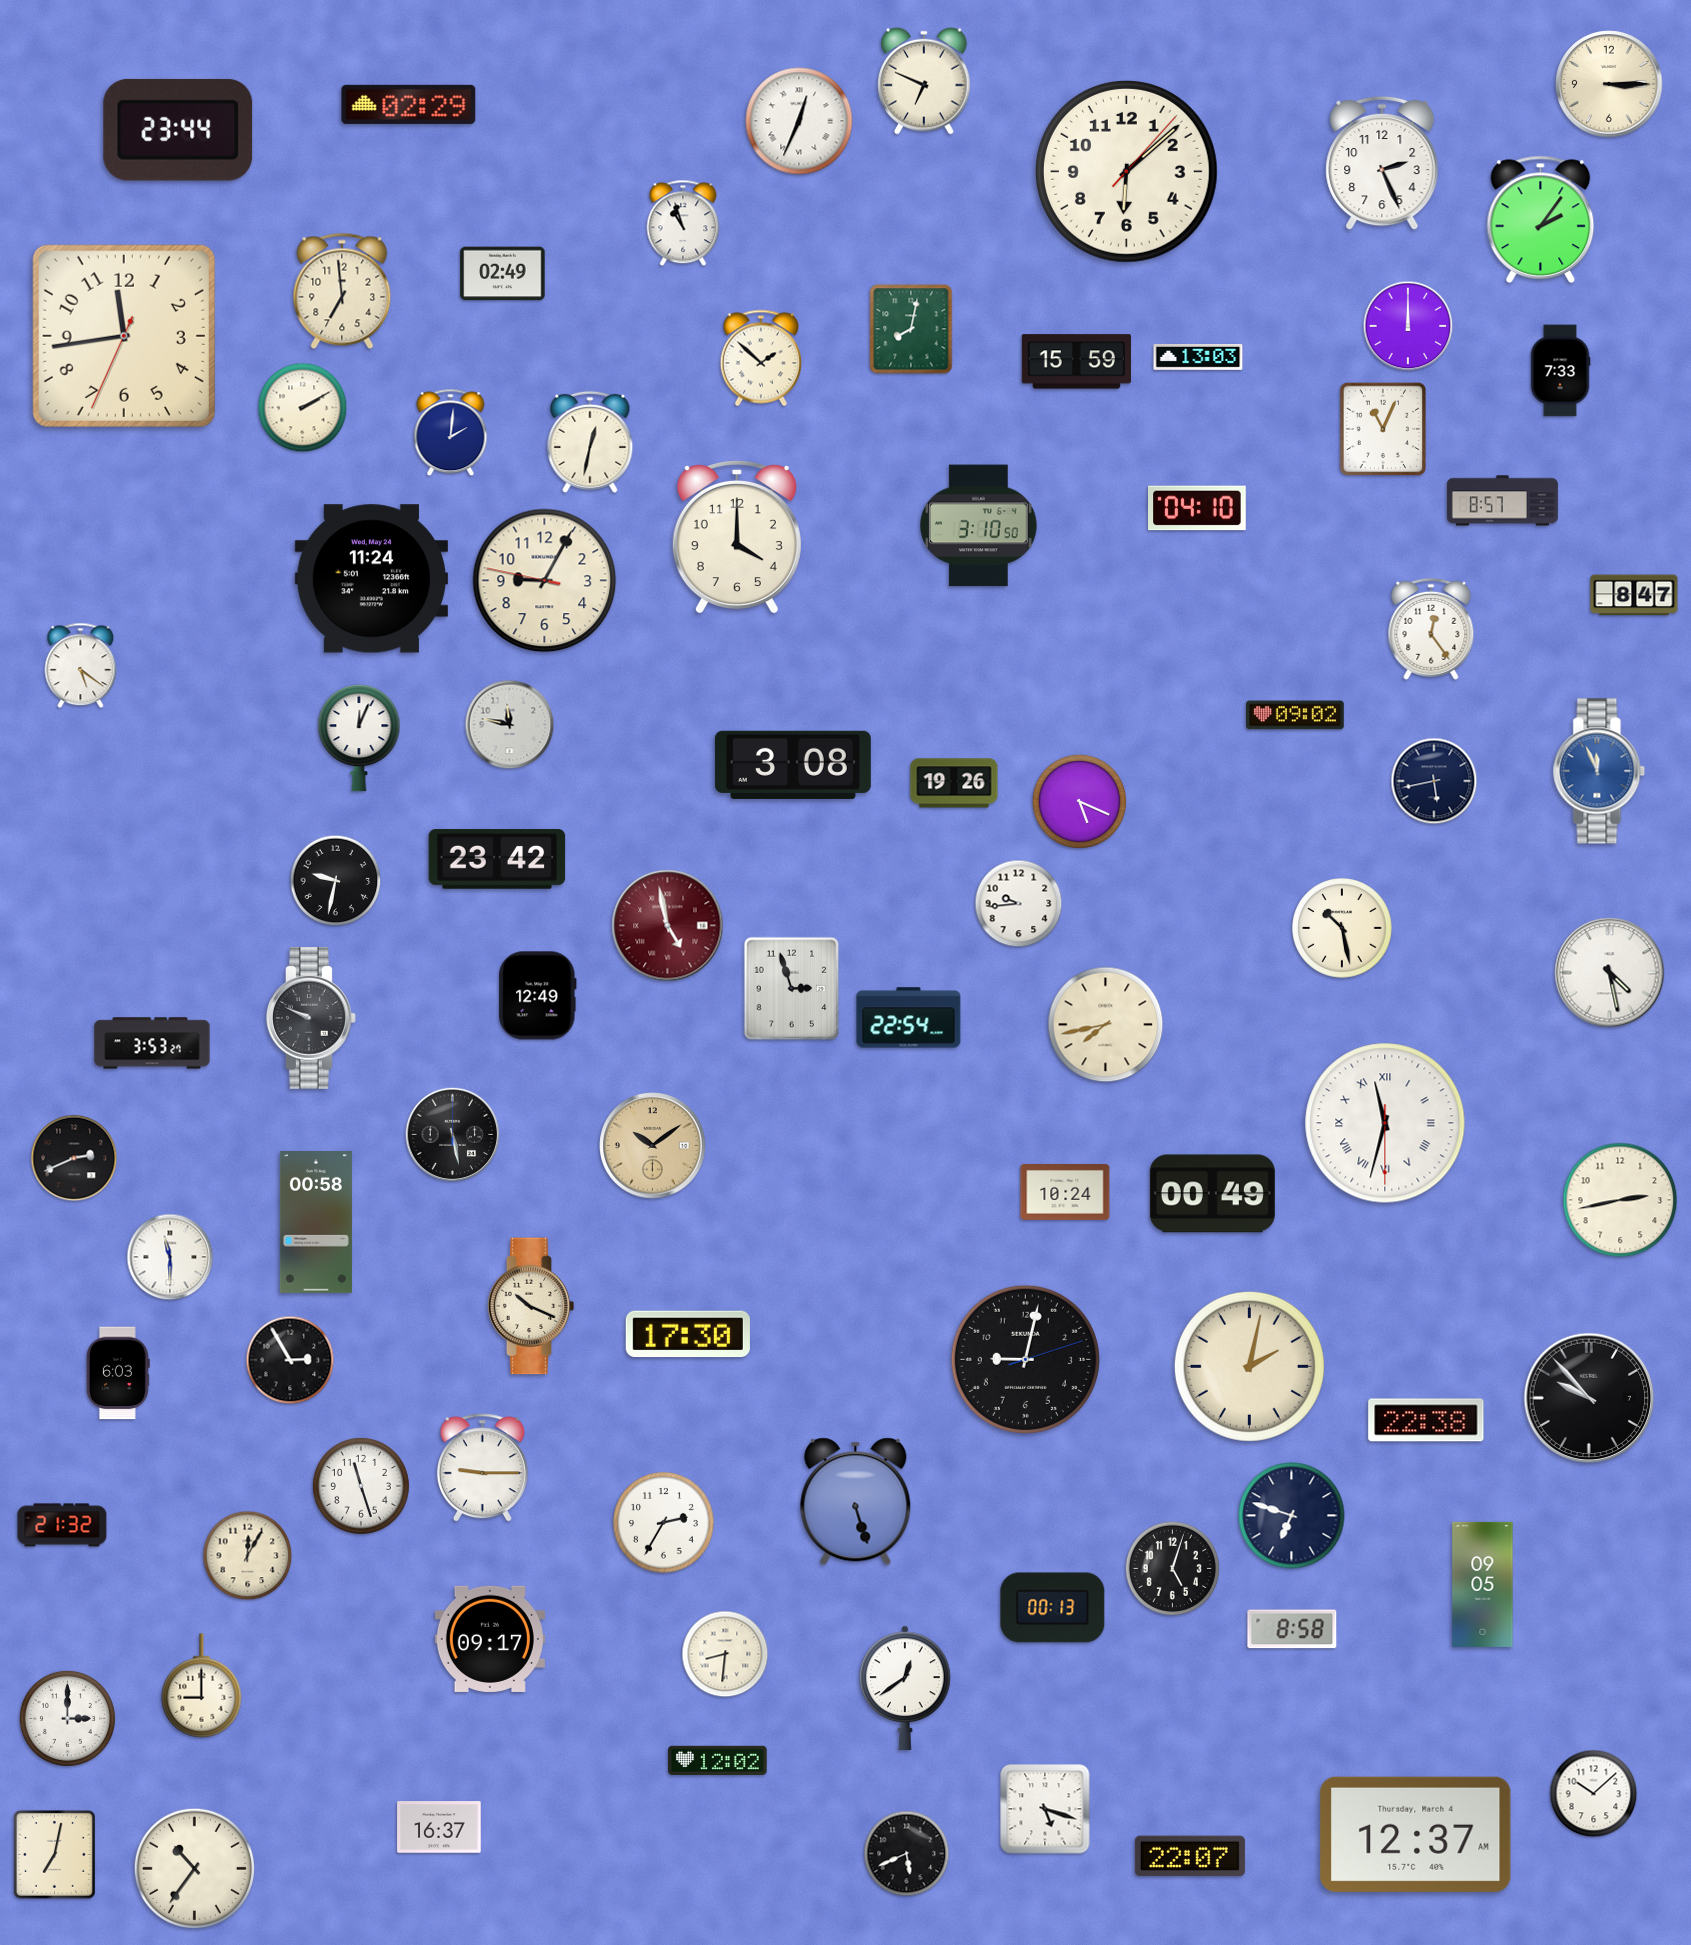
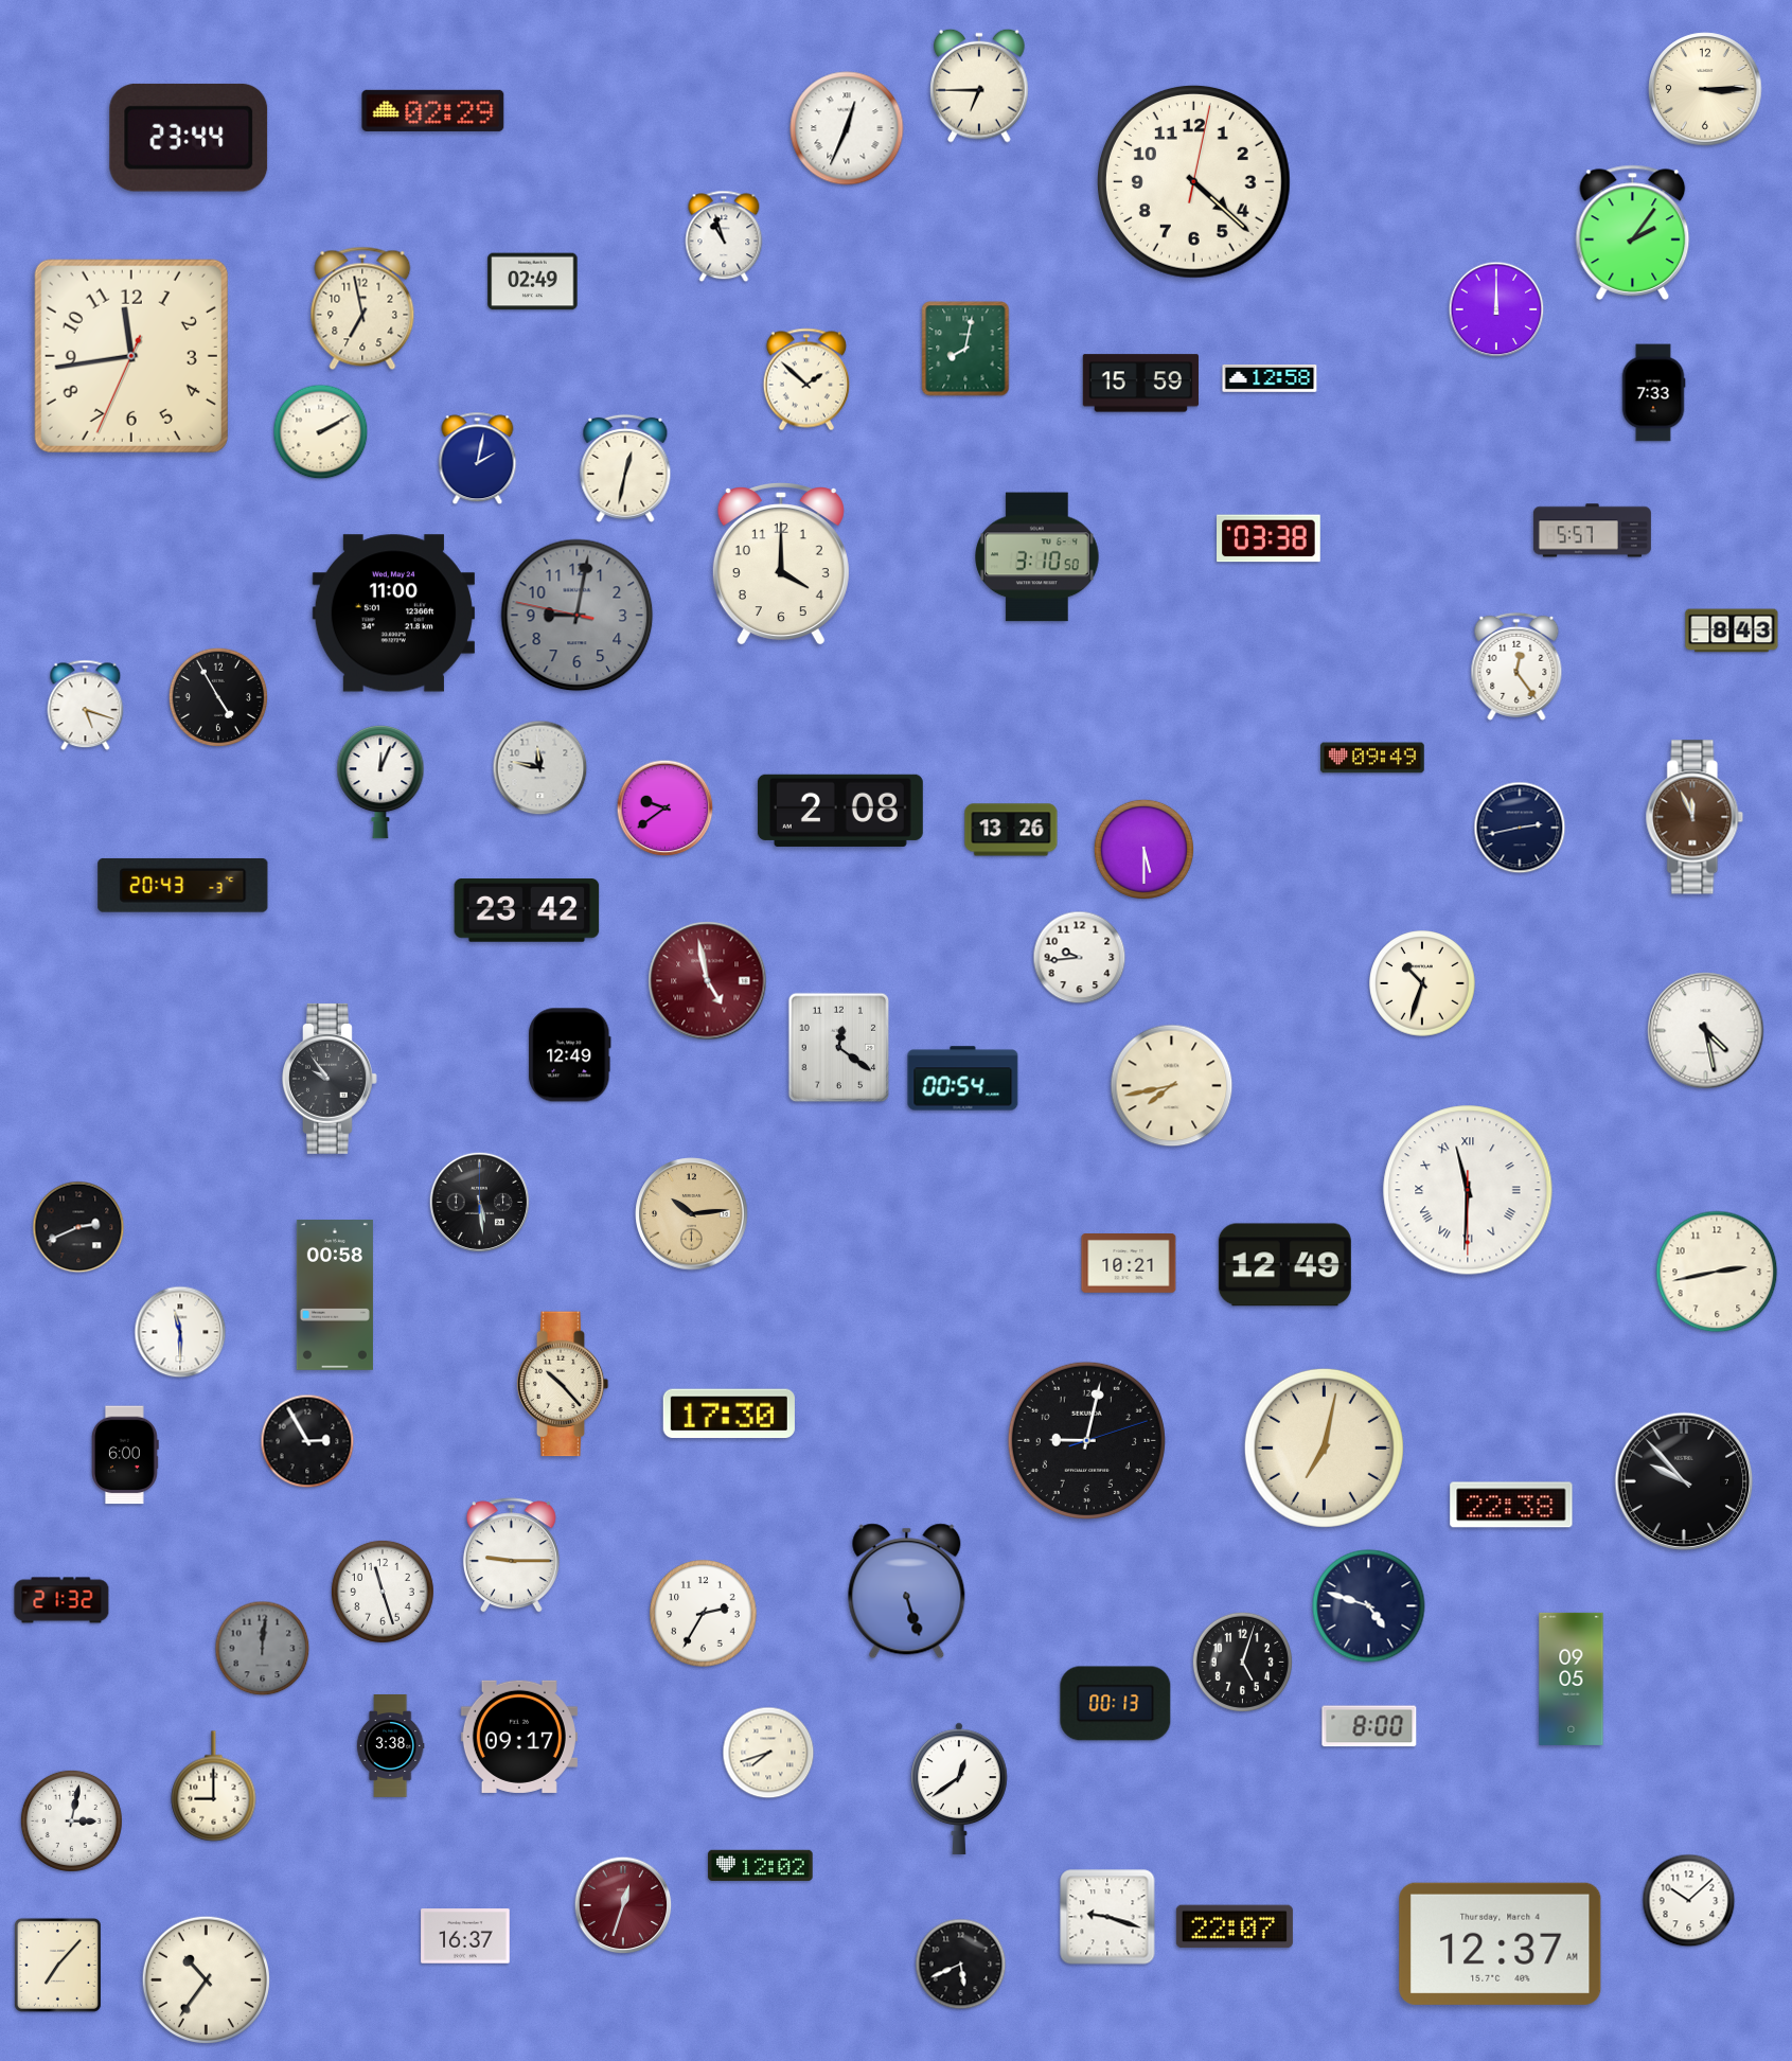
clock at (924, 81): 6:49 -> 6:45
clock at (1382, 163): 2:26 -> none
clock at (1126, 171): 6:08 -> 4:22
clock at (503, 274) position: (503, 274) -> (533, 282)
clock at (342, 291): 6:59 -> 6:58
clock at (1408, 326) position: (1408, 326) -> (1496, 309)
clock at (1198, 358): 13:03 -> 12:58
clock at (1383, 429): 11:04 -> none
clock at (451, 433): 2:01 -> 2:02
clock at (1502, 501): 8:57 -> 5:57
clock at (1198, 508): 04:10 -> 03:38
clock at (737, 538) position: (737, 538) -> (781, 565)
clock at (371, 579): 11:24 -> 11:00
clock at (545, 581): 9:04 -> 9:01
clock at (545, 581) dial: cream -> grey
clock at (1634, 595): 8:47 -> 8:43
clock at (217, 696): none -> 4:55
clock at (81, 666): 5:21 -> 5:18
clock at (1296, 715): 09:02 -> 09:49
clock at (666, 809): none -> 9:39
clock at (793, 765): 3:08 -> 2:08
clock at (1599, 771) dial: blue -> brown
clock at (1434, 781): 5:43 -> 2:43
clock at (954, 783): 19:26 -> 13:26
clock at (1079, 801): 5:19 -> 5:30
clock at (183, 886): none -> 20:43
clock at (336, 881): 9:32 -> none
clock at (1342, 928): 10:28 -> 10:33
clock at (792, 989): 2:57 -> 12:21
clock at (312, 1018): 9:49 -> 9:54
clock at (909, 1018): 22:54 -> 00:54
clock at (152, 1043): 3:53 -> none
clock at (1385, 1123): 11:32 -> 11:30
clock at (453, 1135): 5:28 -> 5:29
clock at (653, 1146): 10:09 -> 10:14
clock at (1065, 1193): 10:24 -> 10:21
clock at (1212, 1194): 00:49 -> 12:49
clock at (531, 1306): 10:19 -> 10:23
clock at (1249, 1366): 2:02 -> 7:02
clock at (119, 1373): 6:03 -> 6:00
clock at (361, 1486) position: (361, 1486) -> (383, 1592)
clock at (1292, 1516): 6:48 -> 4:48
clock at (62, 1525) position: (62, 1525) -> (61, 1600)
clock at (248, 1556): 12:05 -> 12:01
clock at (248, 1556) dial: cream -> grey
clock at (1292, 1629): 8:58 -> 8:00
clock at (390, 1746): none -> 3:38
clock at (725, 1654): 8:31 -> 7:42
clock at (67, 1718): 3:00 -> 3:02
clock at (623, 1905): none -> 12:33
clock at (1045, 1809): 5:18 -> 9:18
clock at (54, 1854): 7:02 -> 7:07
clock at (1190, 1856) position: (1190, 1856) -> (1235, 1926)
